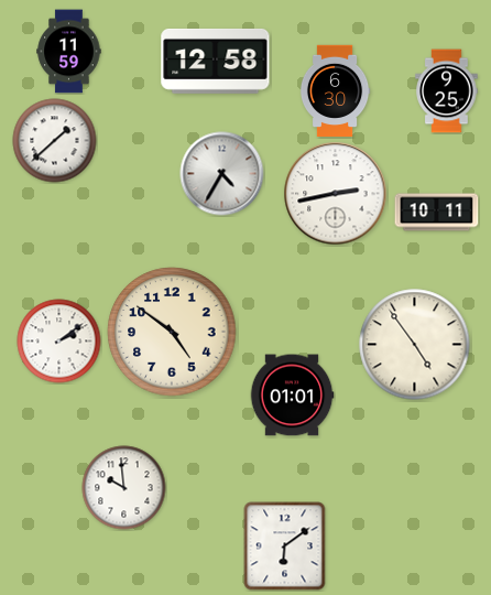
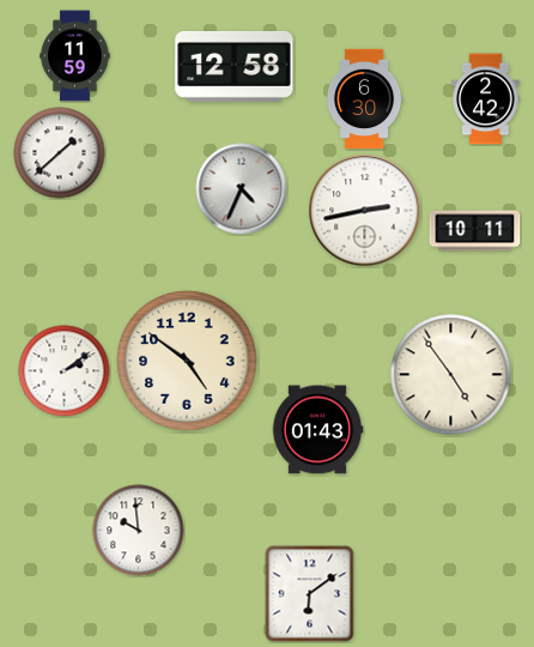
clock at (447, 91): 9:25 -> 2:42
clock at (222, 174): 4:35 -> 4:34
clock at (292, 396): 01:01 -> 01:43
clock at (124, 488) position: (124, 488) -> (139, 531)
